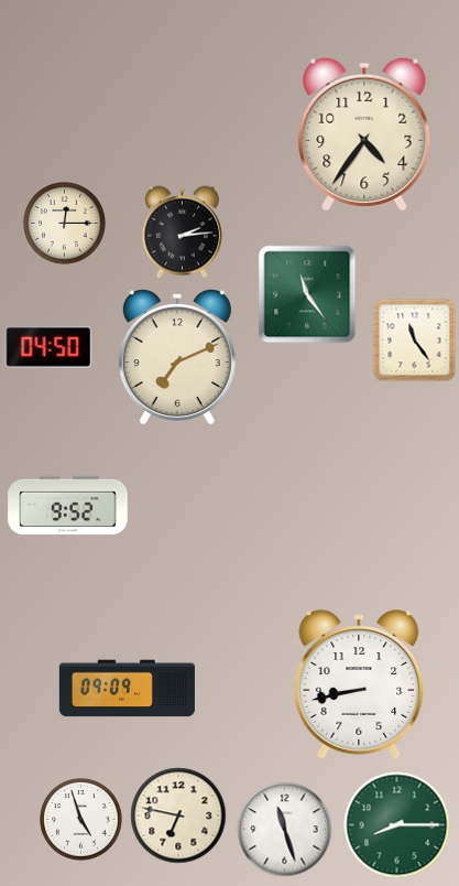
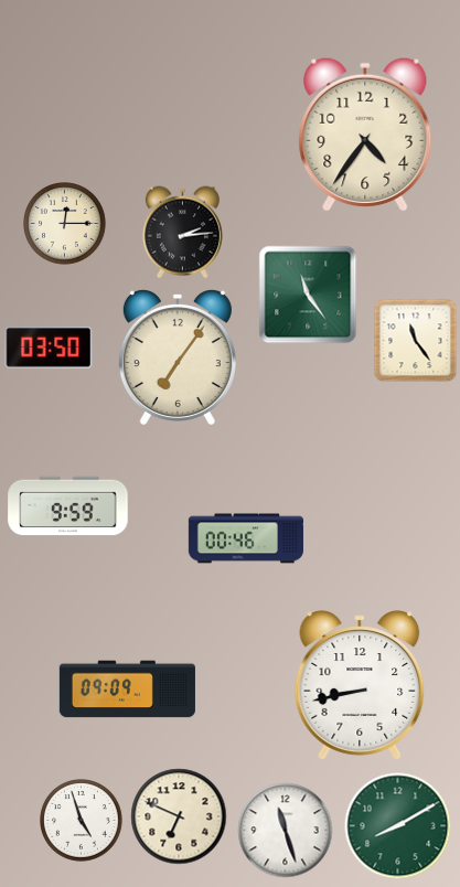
clock at (48, 348): 04:50 -> 03:50
clock at (177, 357): 7:11 -> 7:06
clock at (68, 506): 9:52 -> 9:59
clock at (246, 538): none -> 00:46
clock at (178, 815): 6:47 -> 6:49
clock at (397, 825): 8:15 -> 8:10
